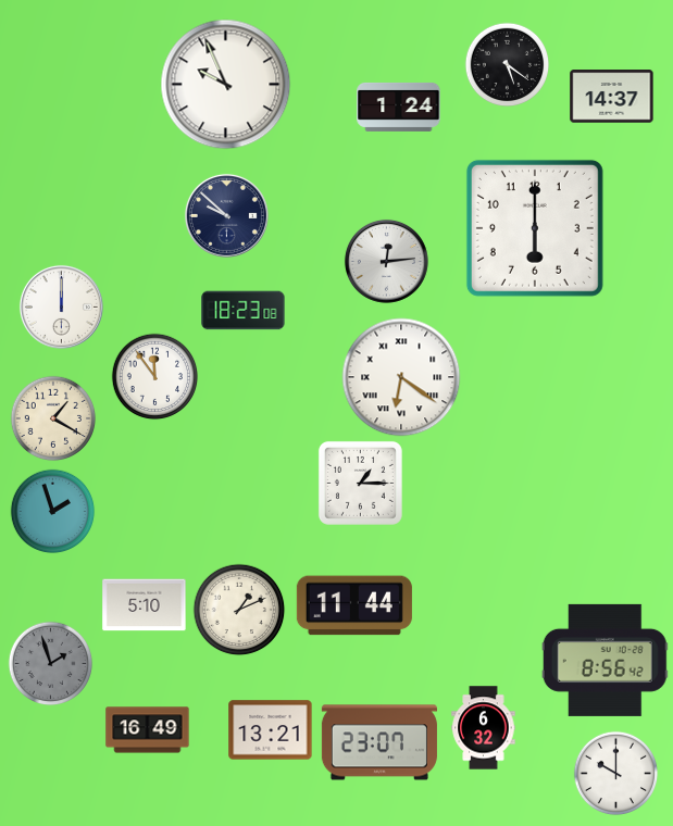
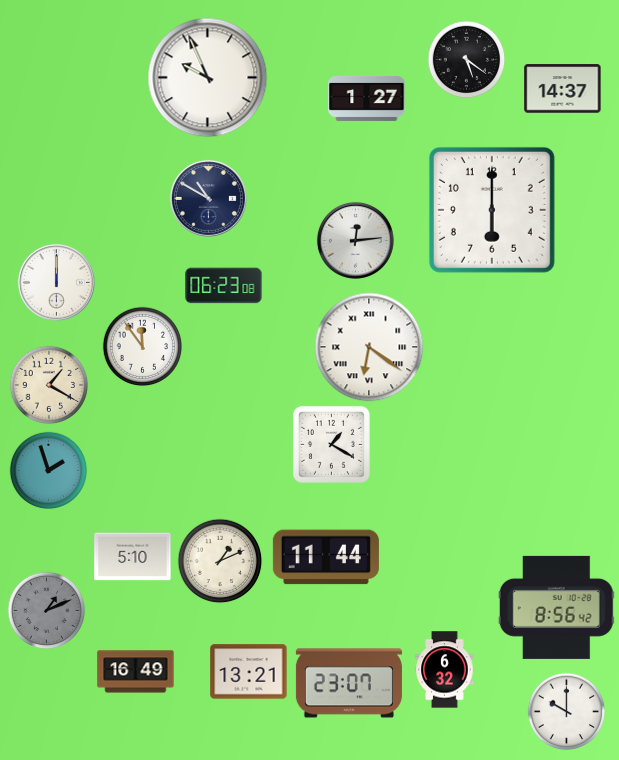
clock at (399, 107): 1:24 -> 1:27
clock at (226, 215): 9:52 -> 10:50
clock at (244, 311): 18:23 -> 06:23
clock at (360, 483): 1:15 -> 1:20
clock at (50, 663): 1:57 -> 1:11
